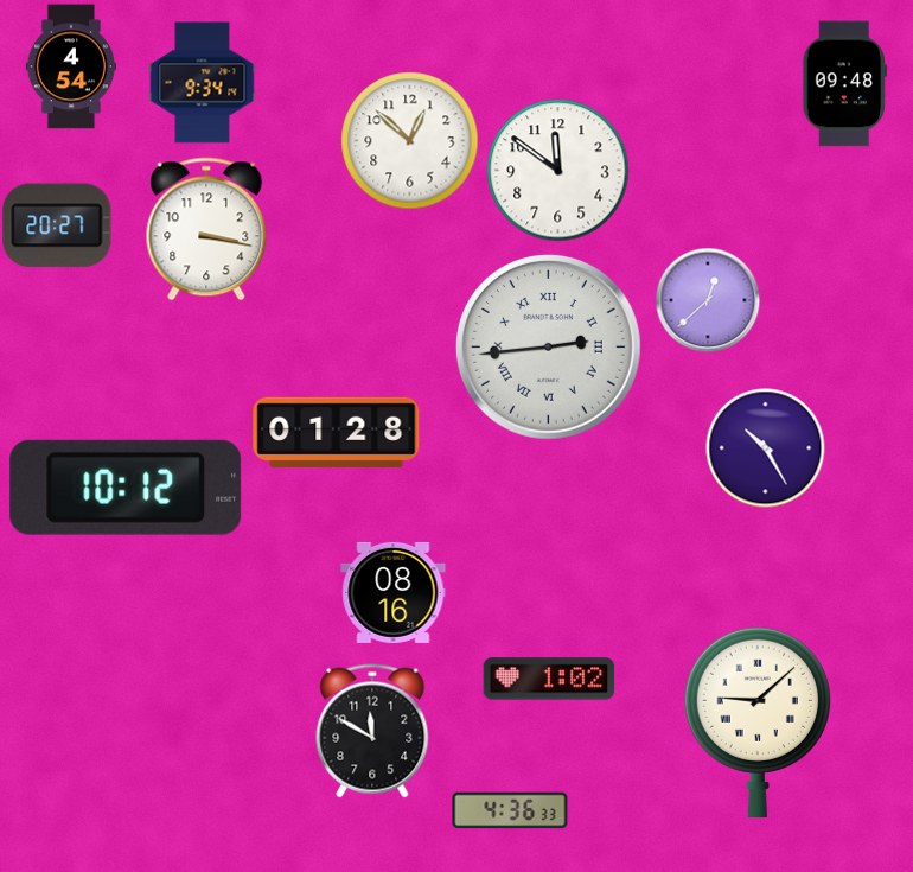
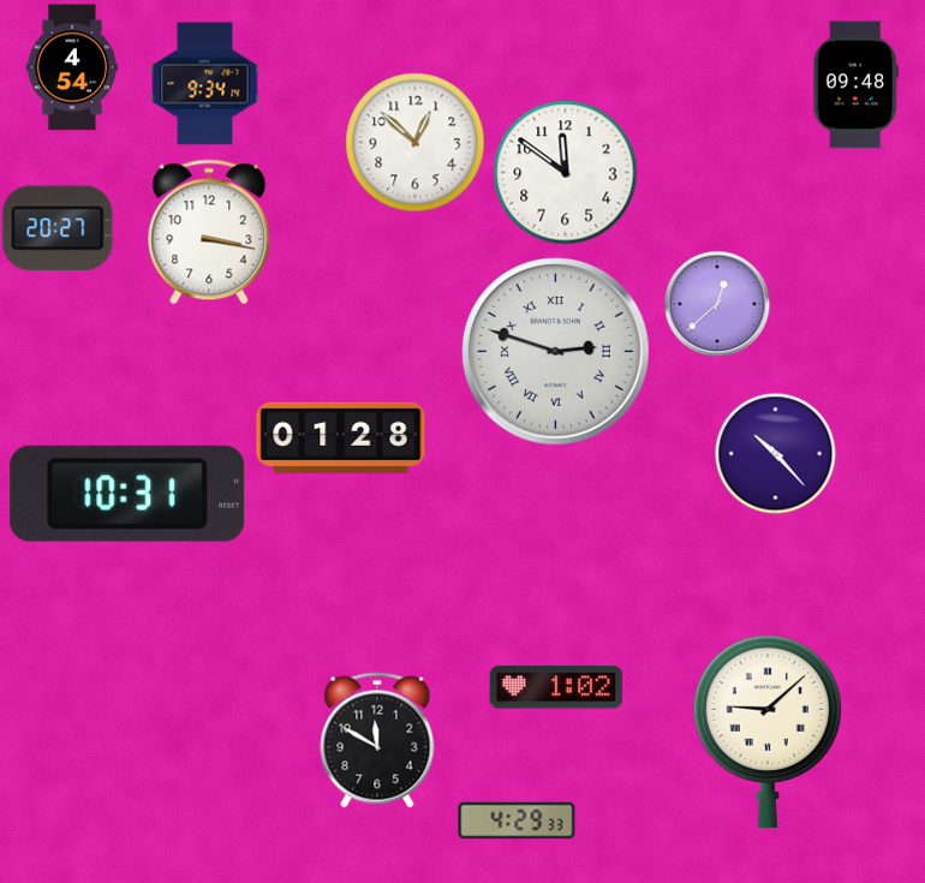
clock at (548, 346): 2:44 -> 2:48
clock at (766, 448): 10:25 -> 10:23
clock at (126, 488): 10:12 -> 10:31
clock at (394, 592): 08:16 -> none
clock at (510, 810): 4:36 -> 4:29
